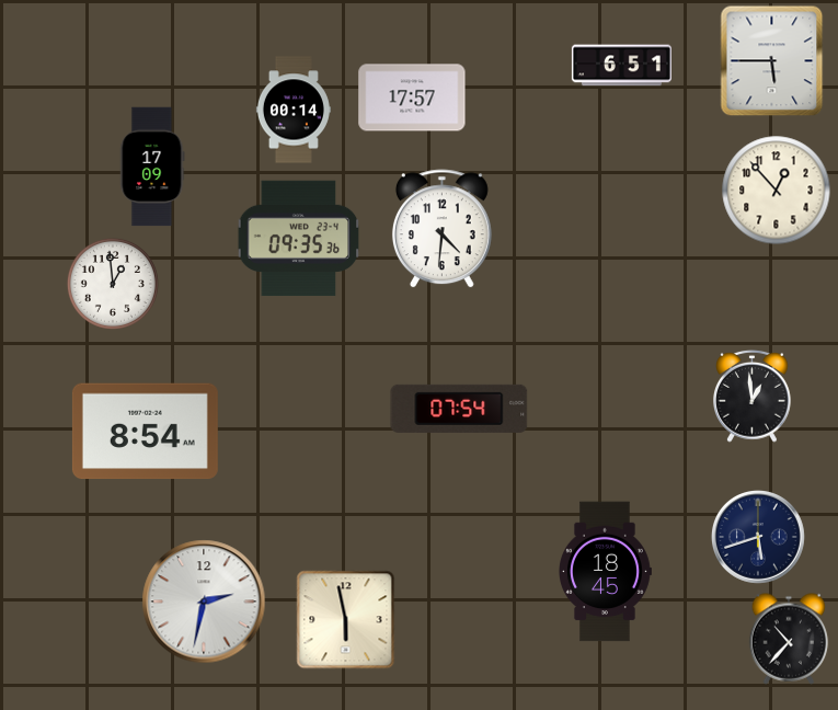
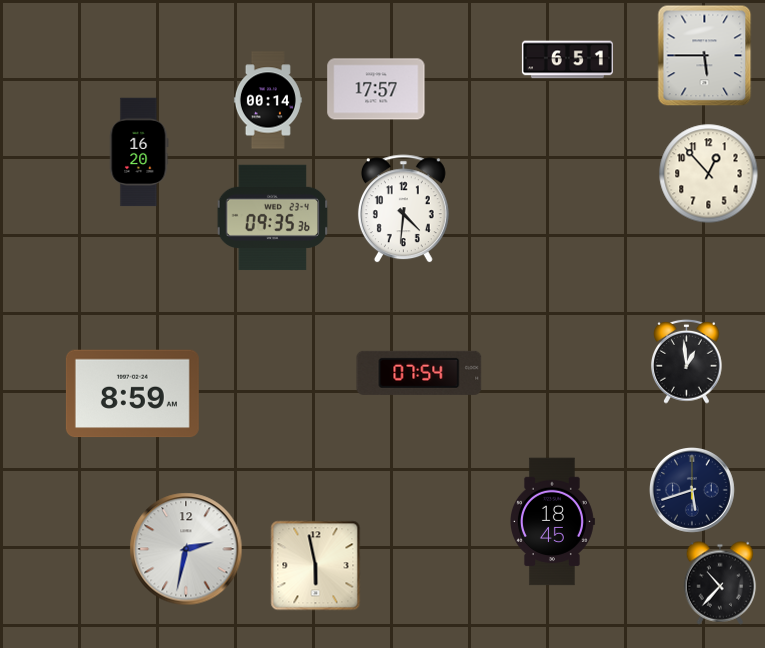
clock at (152, 167): 17:09 -> 16:20
clock at (113, 284): 12:59 -> none
clock at (145, 432): 8:54 -> 8:59
